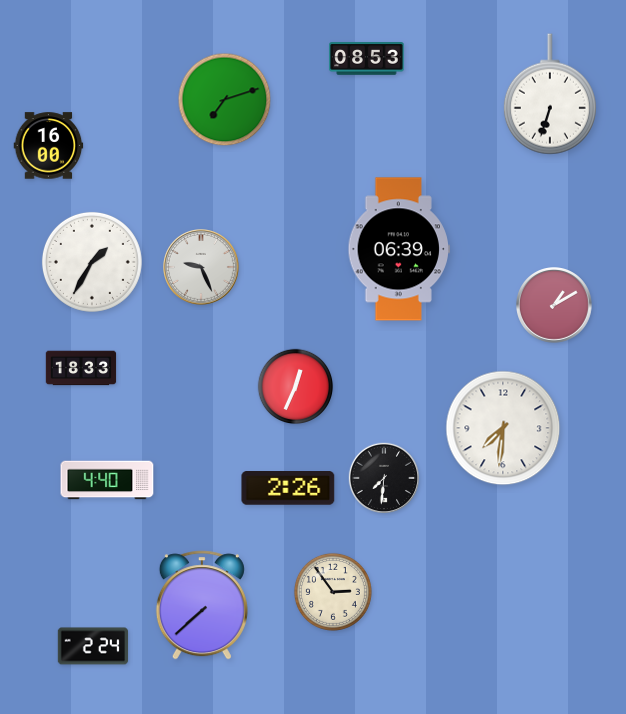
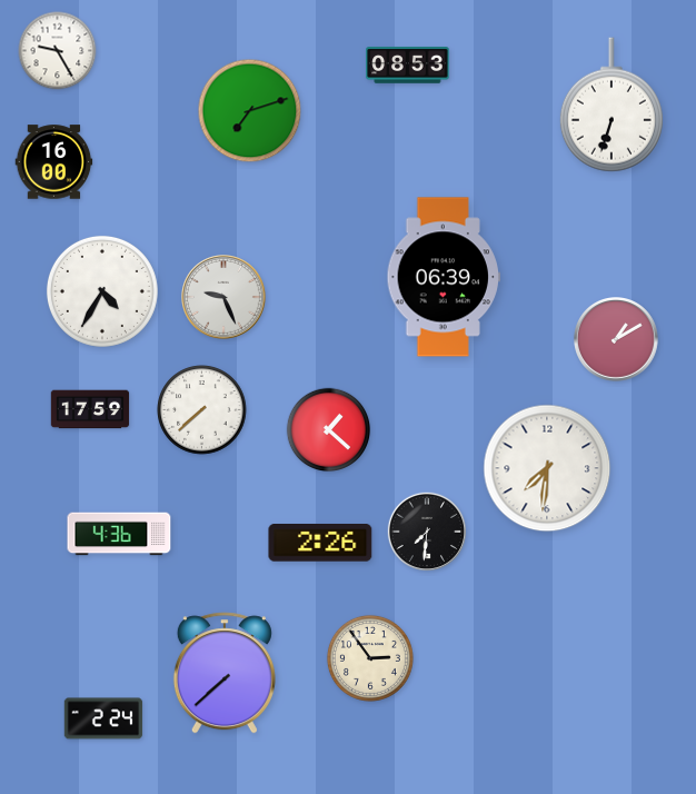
clock at (58, 51): none -> 9:25
clock at (92, 262): 1:35 -> 4:35
clock at (81, 368): 18:33 -> 17:59
clock at (202, 410): none -> 7:38
clock at (296, 387): 12:34 -> 1:22
clock at (503, 428) position: (503, 428) -> (547, 468)
clock at (107, 480): 4:40 -> 4:36
